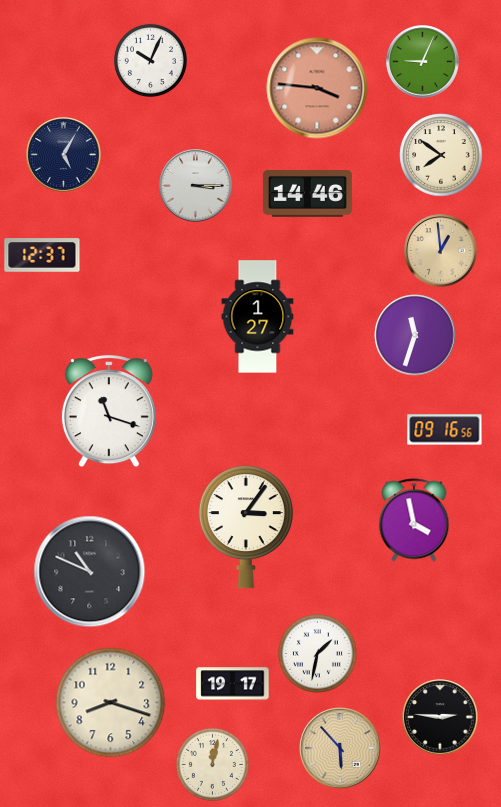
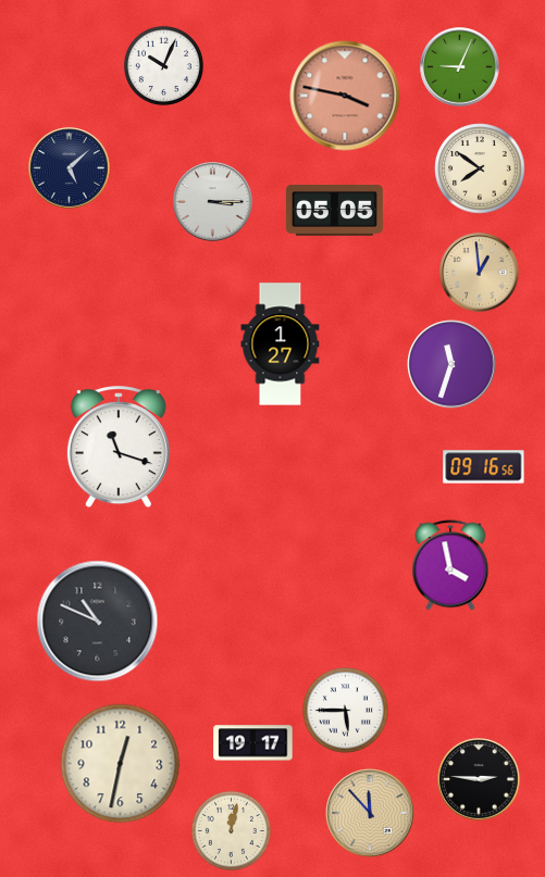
clock at (317, 88): 3:46 -> 3:47
clock at (64, 155): 5:05 -> 5:08
clock at (307, 194): 14:46 -> 05:05
clock at (42, 255): 12:37 -> none
clock at (246, 527): 3:06 -> none
clock at (318, 654): 1:32 -> 5:45
clock at (111, 703): 8:18 -> 12:32
clock at (340, 748): 5:53 -> 11:53
